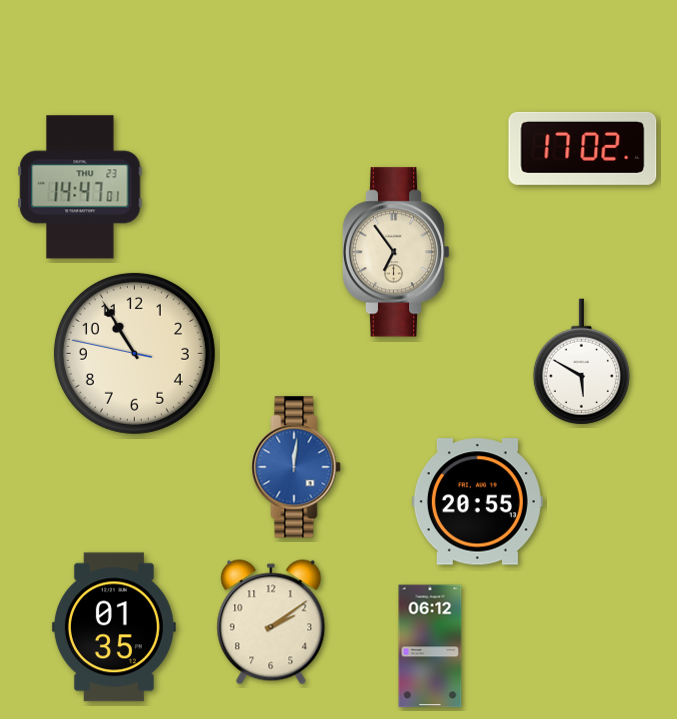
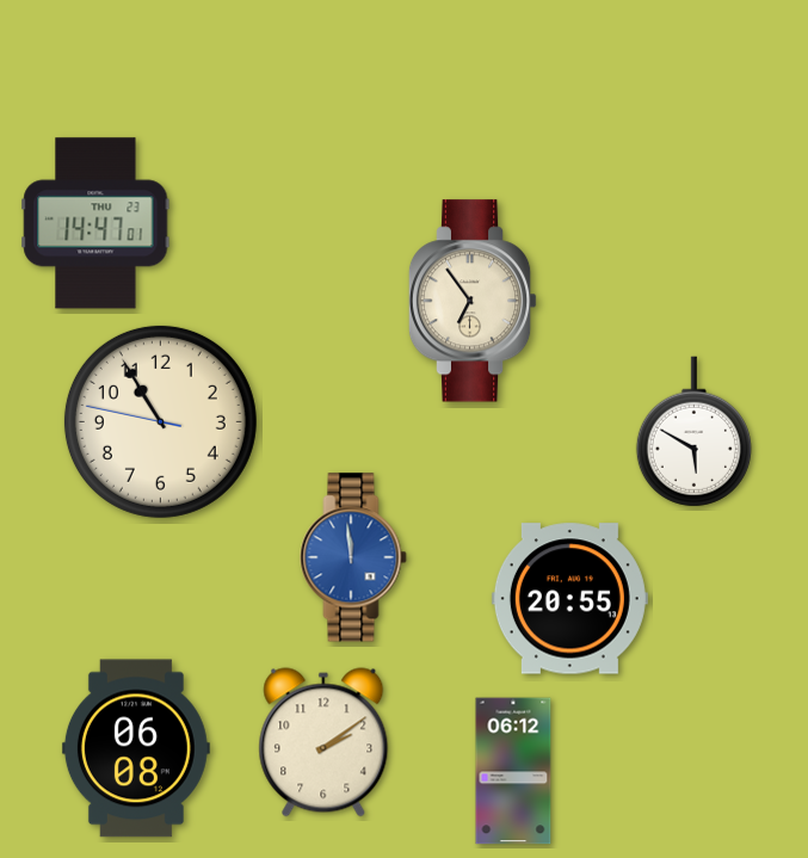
clock at (583, 148): 17:02 -> none
clock at (296, 467): 12:01 -> 11:59
clock at (114, 627): 01:35 -> 06:08
